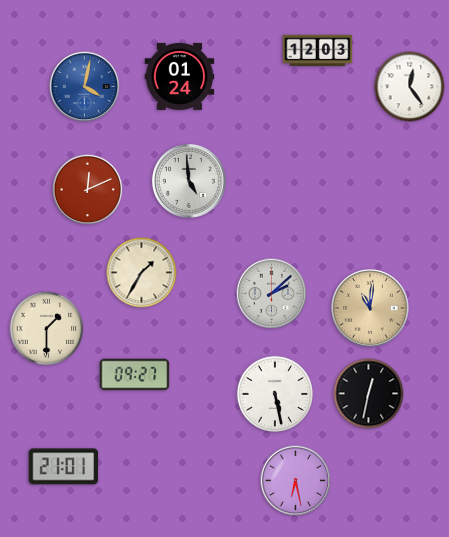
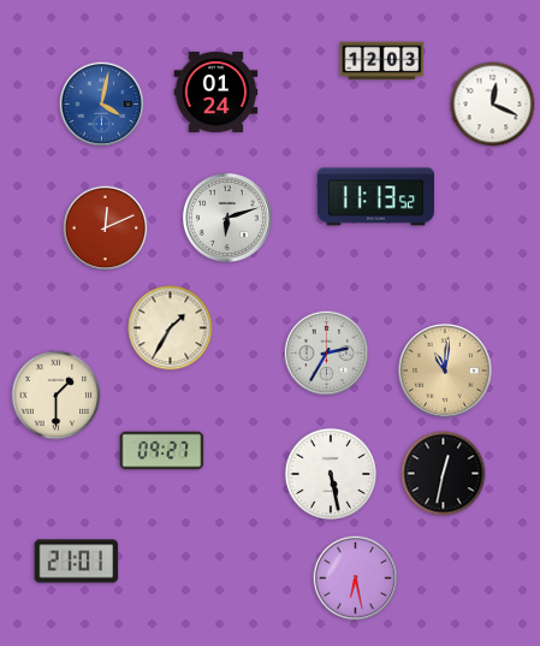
clock at (410, 87): 12:24 -> 12:19
clock at (375, 197): none -> 11:13
clock at (189, 181): 4:59 -> 6:12
clock at (272, 294): 2:08 -> 2:35
